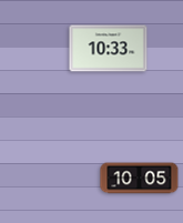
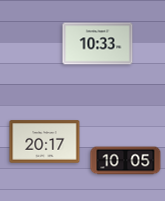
clock at (45, 142): none -> 20:17
